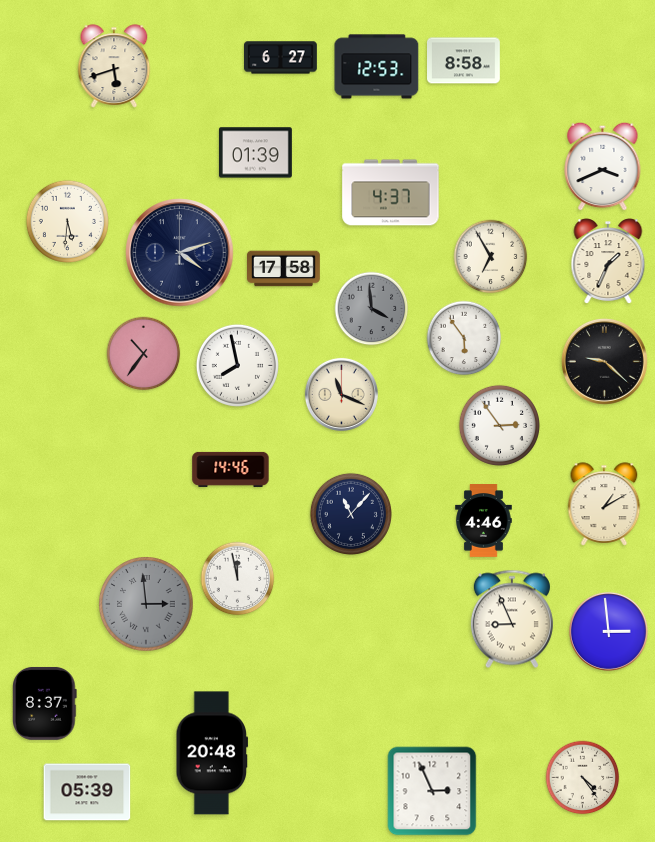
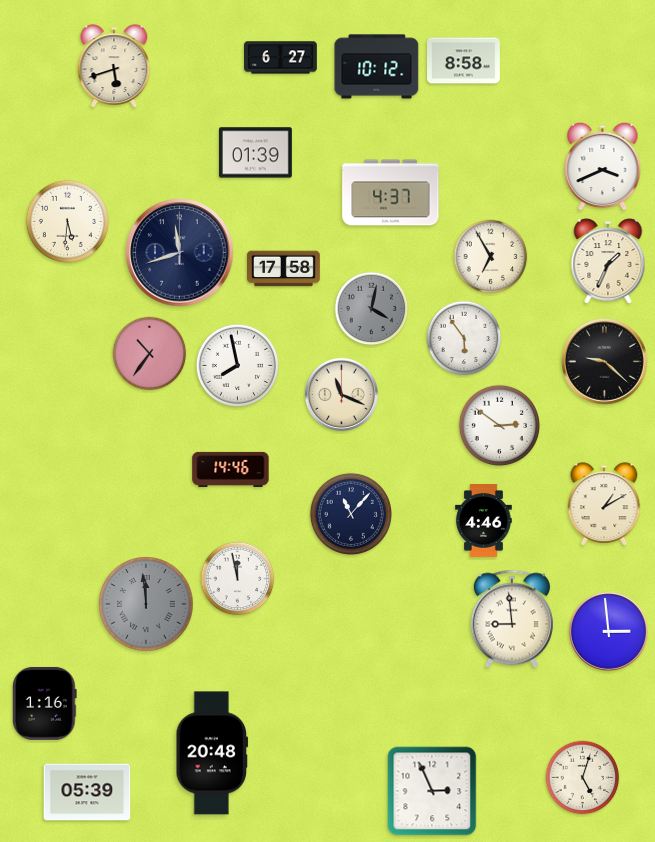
clock at (377, 67): 12:53 -> 10:12
clock at (180, 253): 4:12 -> 11:42
clock at (372, 309): 3:59 -> 4:02
clock at (144, 354) position: (144, 354) -> (150, 354)
clock at (499, 425): 2:54 -> 2:51
clock at (146, 604): 2:59 -> 11:59
clock at (512, 619): 8:56 -> 8:59
clock at (45, 703): 8:37 -> 1:16
clock at (583, 778): 4:24 -> 5:03
